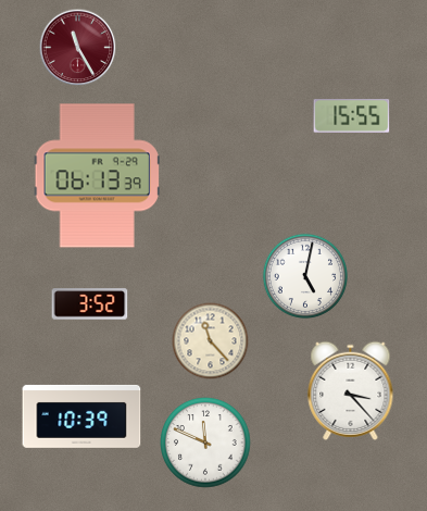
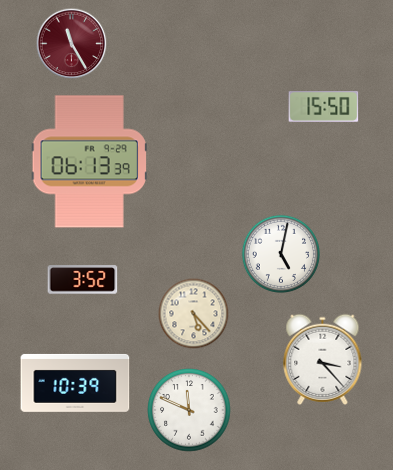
clock at (352, 116): 15:55 -> 15:50
clock at (211, 341): 11:23 -> 5:23
clock at (205, 443) position: (205, 443) -> (189, 410)
